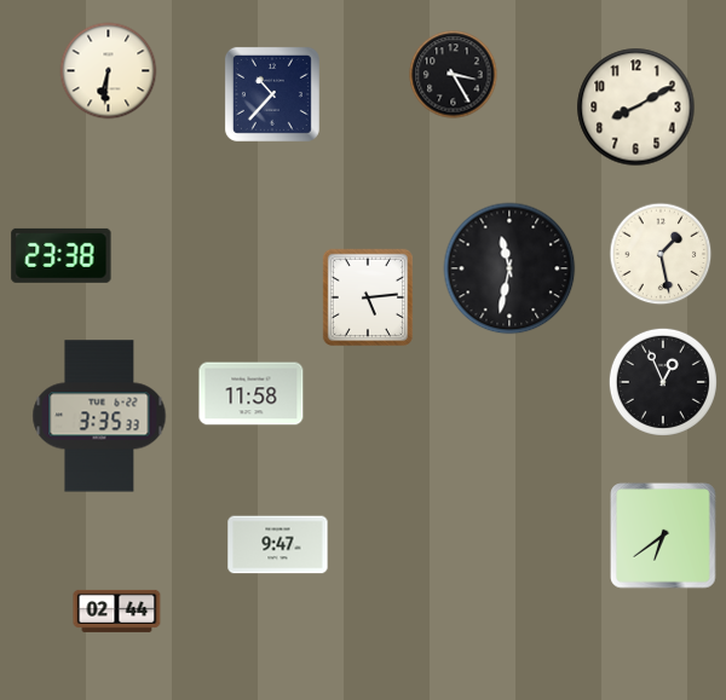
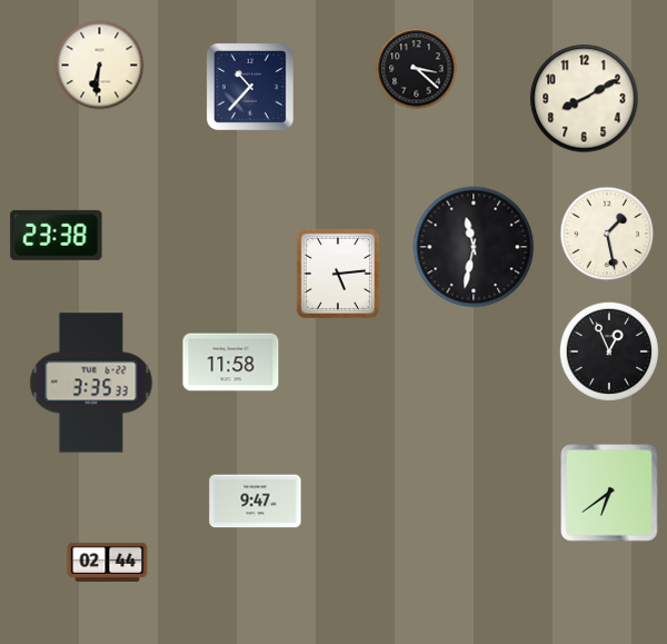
clock at (454, 75): 3:25 -> 3:22
clock at (509, 268) position: (509, 268) -> (474, 247)
